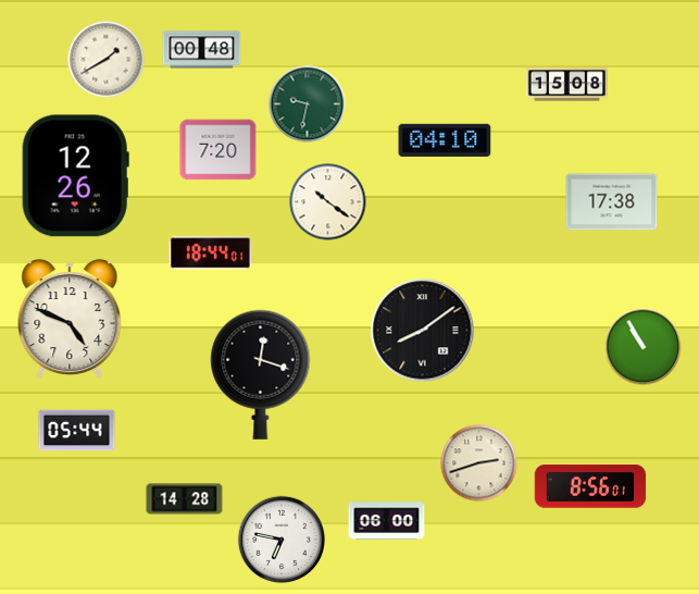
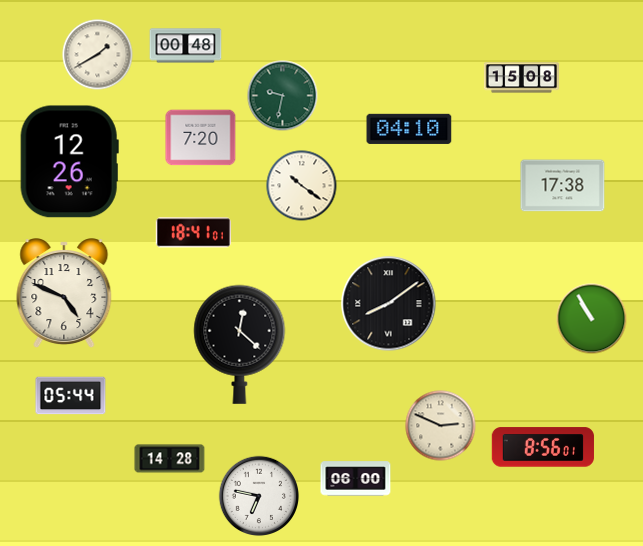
clock at (210, 253): 18:44 -> 18:41
clock at (261, 374): 12:18 -> 12:22
clock at (479, 463): 2:42 -> 2:49
